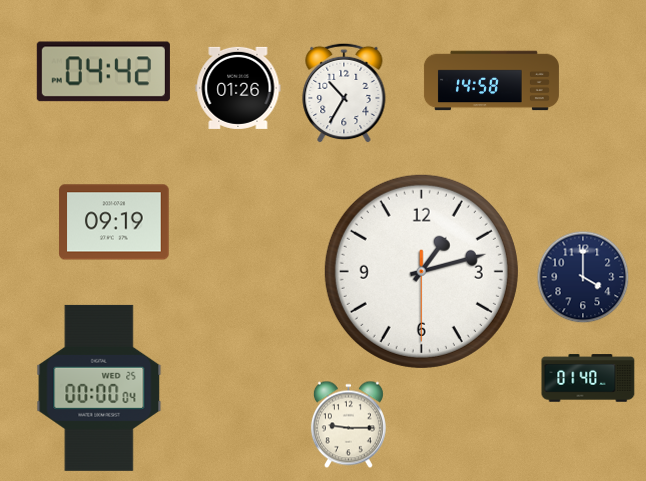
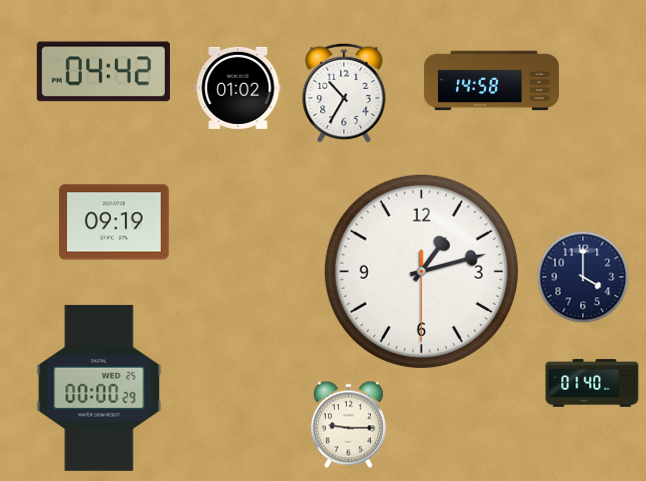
clock at (238, 88): 01:26 -> 01:02
clock at (588, 378) position: (588, 378) -> (592, 383)
clock at (99, 388): 00:00:04 -> 00:00:29
